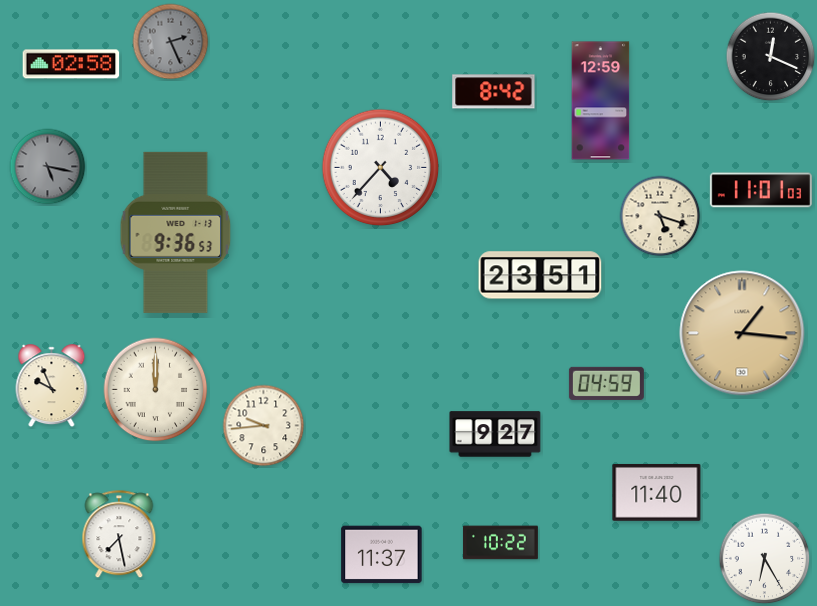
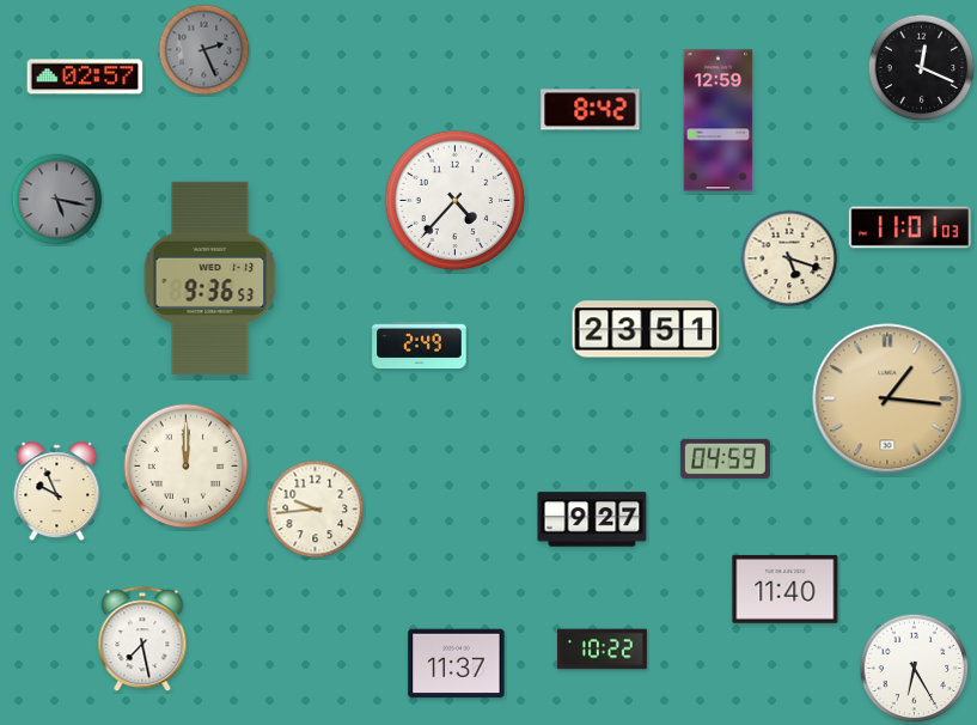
clock at (71, 64): 02:58 -> 02:57
clock at (420, 346): none -> 2:49
clock at (52, 386) position: (52, 386) -> (57, 492)
clock at (500, 543) position: (500, 543) -> (602, 650)
